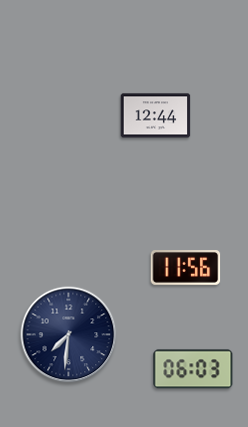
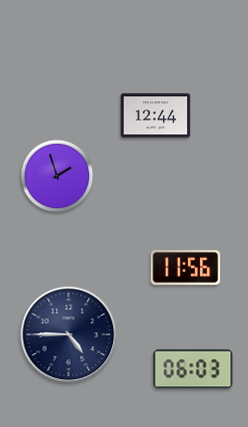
clock at (57, 176): none -> 1:57
clock at (69, 335): 7:31 -> 4:45
